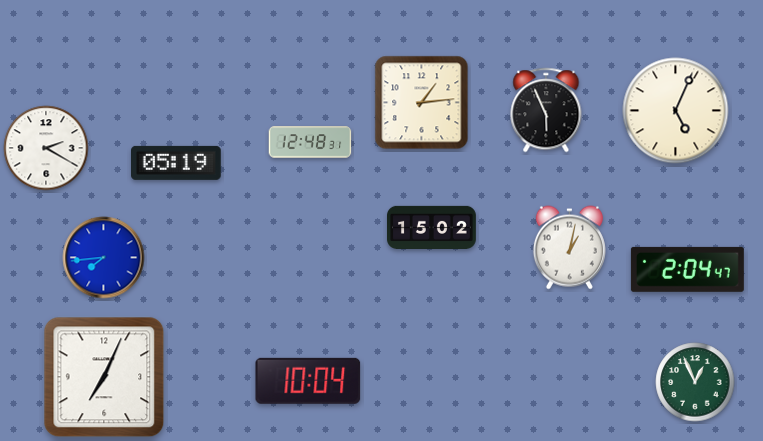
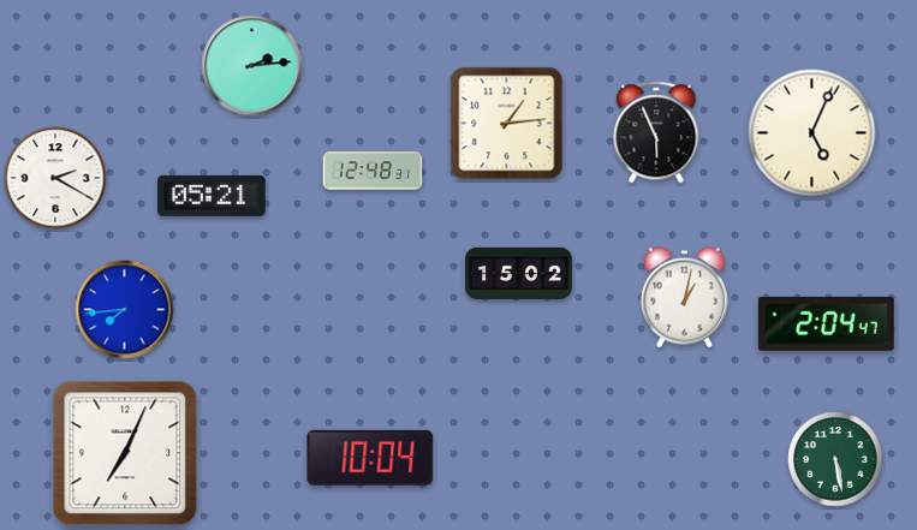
clock at (252, 66): none -> 2:14
clock at (177, 163): 05:19 -> 05:21
clock at (695, 382): 12:56 -> 5:28
